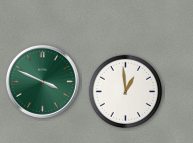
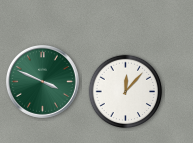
clock at (126, 92): 12:59 -> 12:07
